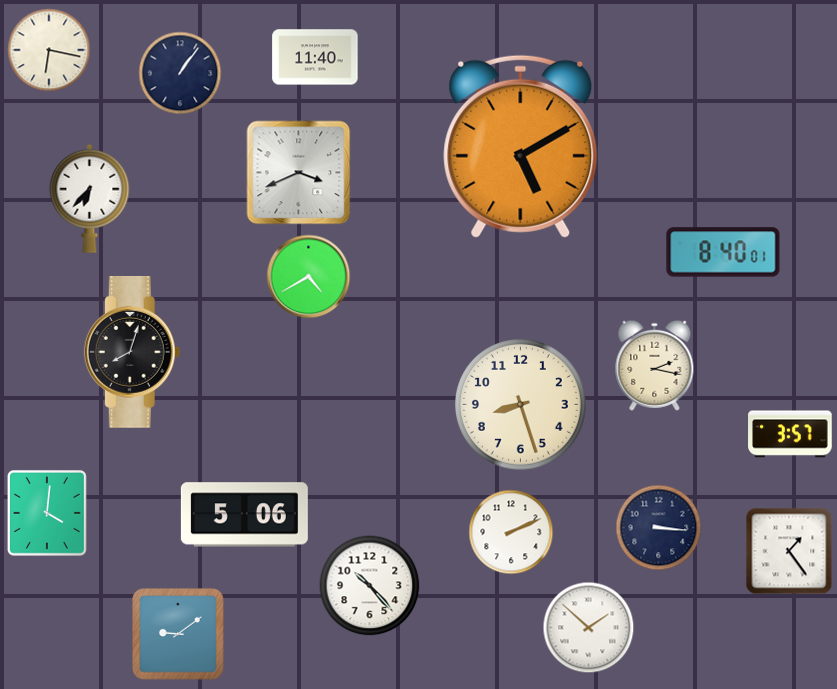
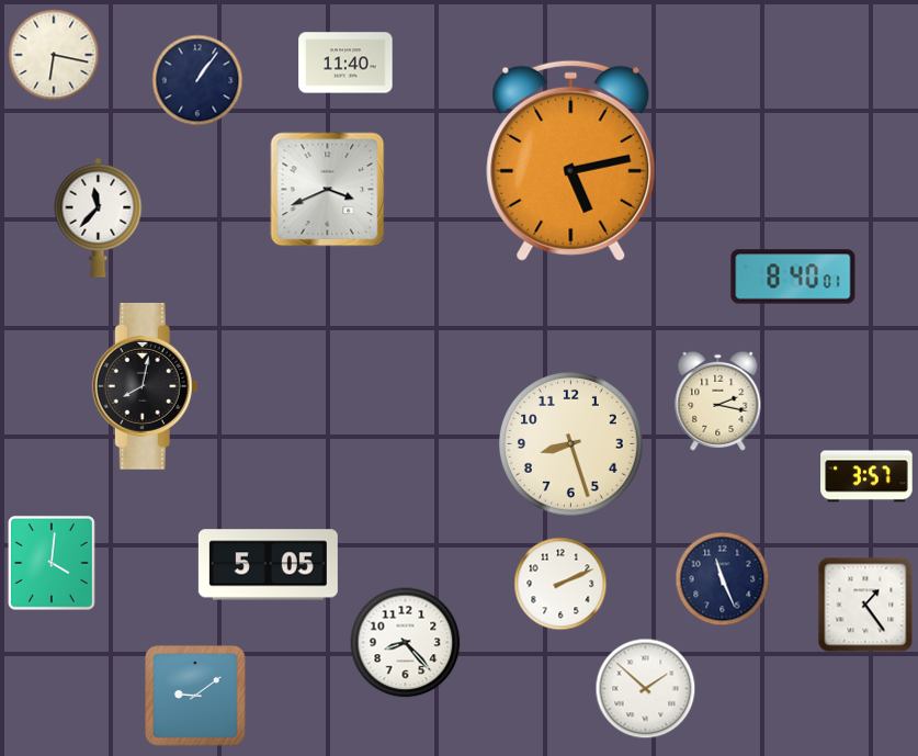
clock at (521, 146): 5:10 -> 5:13
clock at (90, 198): 6:37 -> 11:37
clock at (309, 277): 4:40 -> none
clock at (132, 352): 8:03 -> 8:02
clock at (244, 515): 5:06 -> 5:05
clock at (659, 528): 3:16 -> 11:26
clock at (370, 586): 10:23 -> 8:23
